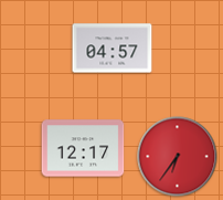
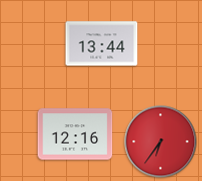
clock at (113, 49): 04:57 -> 13:44
clock at (83, 148): 12:17 -> 12:16
